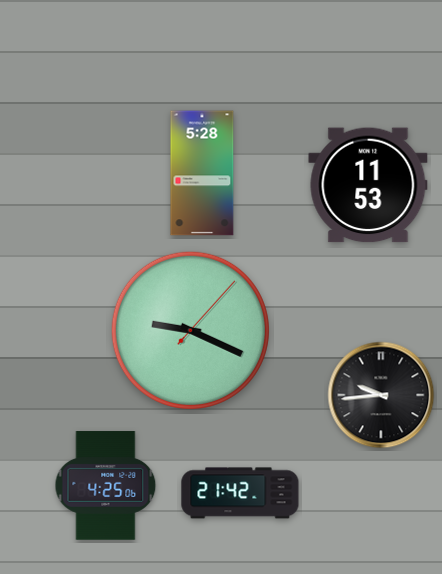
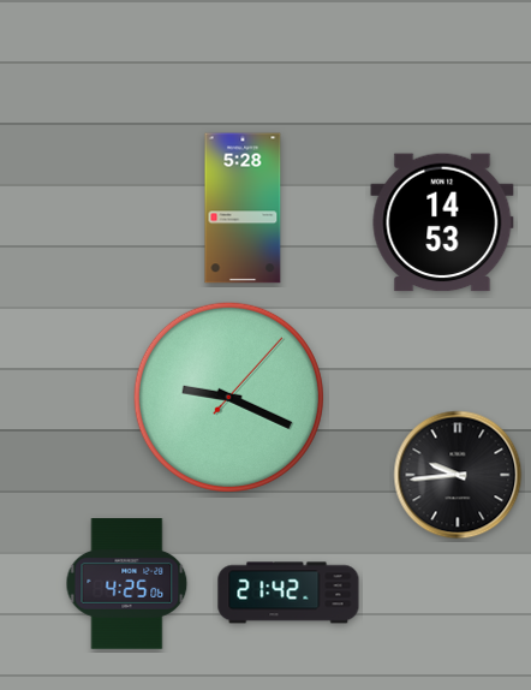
clock at (368, 185): 11:53 -> 14:53
